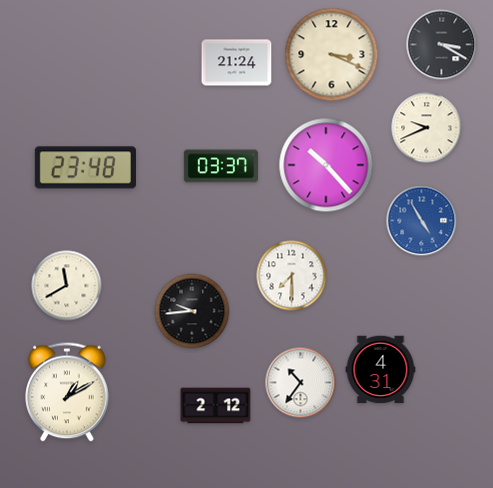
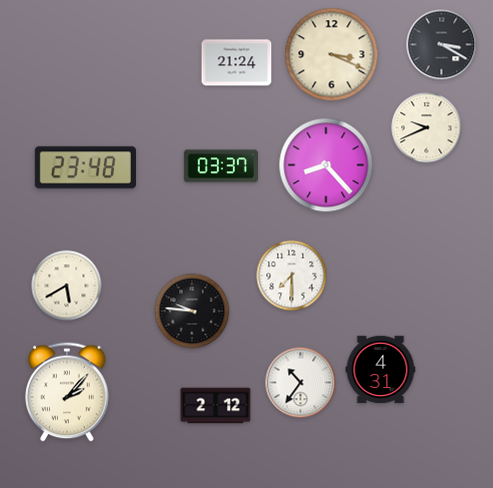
clock at (326, 165): 10:23 -> 8:23
clock at (422, 221): 4:55 -> none
clock at (67, 286): 11:40 -> 5:40
clock at (192, 311): 9:44 -> 9:46
clock at (67, 392): 1:10 -> 2:07
